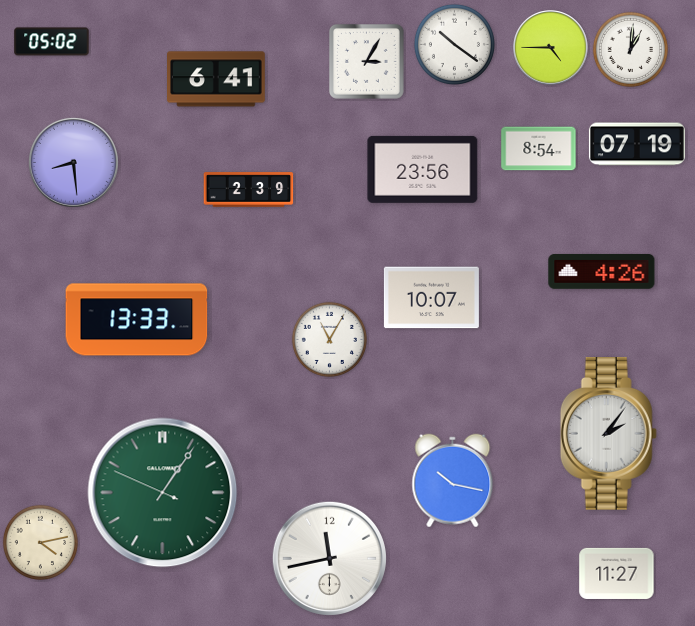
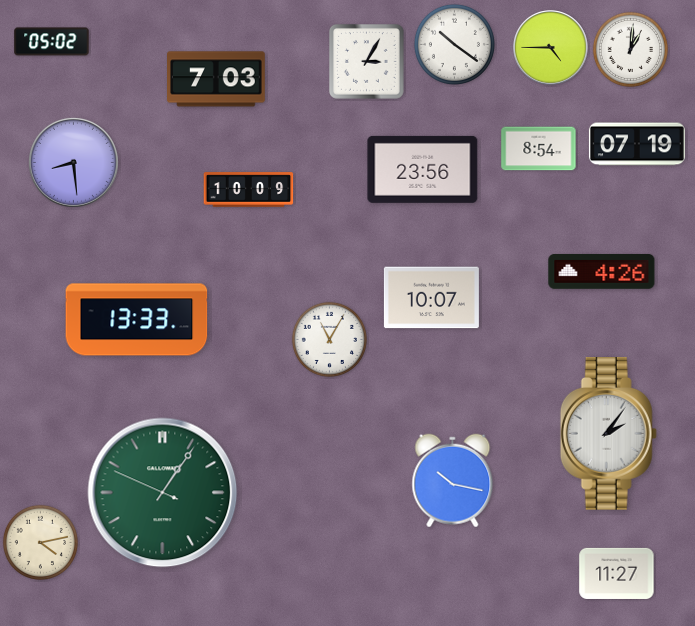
clock at (216, 79): 6:41 -> 7:03
clock at (249, 190): 2:39 -> 10:09
clock at (329, 558): 11:43 -> none
